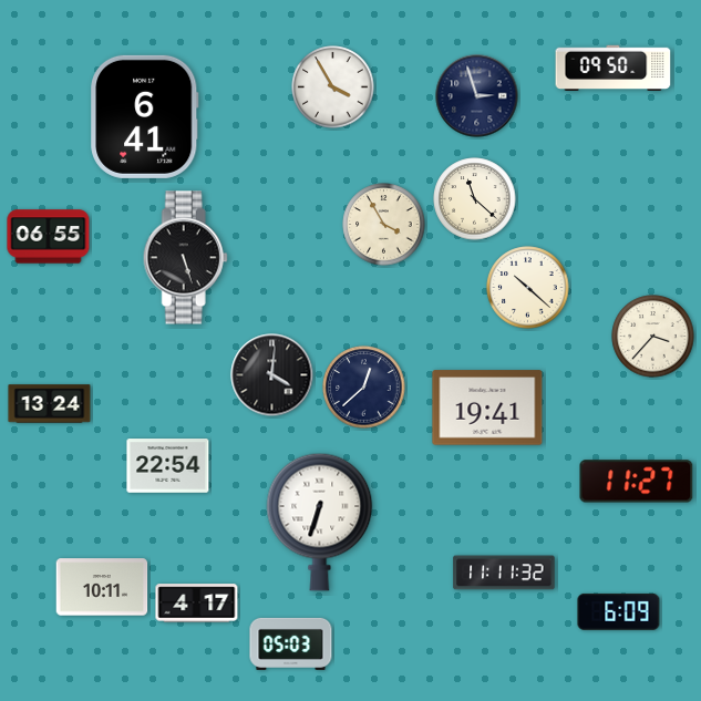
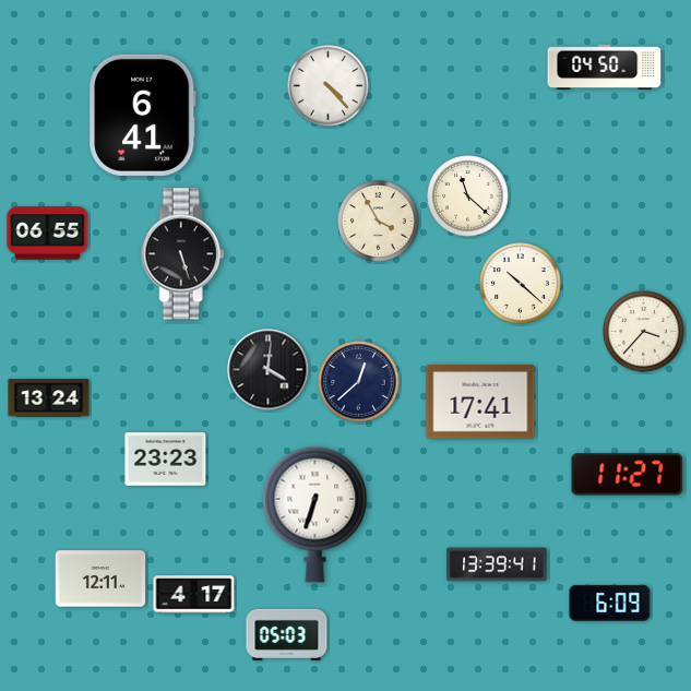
clock at (614, 68): 09:50 -> 04:50
clock at (333, 87): 3:55 -> 4:23
clock at (477, 96): 2:57 -> none
clock at (487, 408): 19:41 -> 17:41
clock at (168, 466): 22:54 -> 23:23
clock at (504, 573): 11:11 -> 13:39
clock at (102, 587): 10:11 -> 12:11
